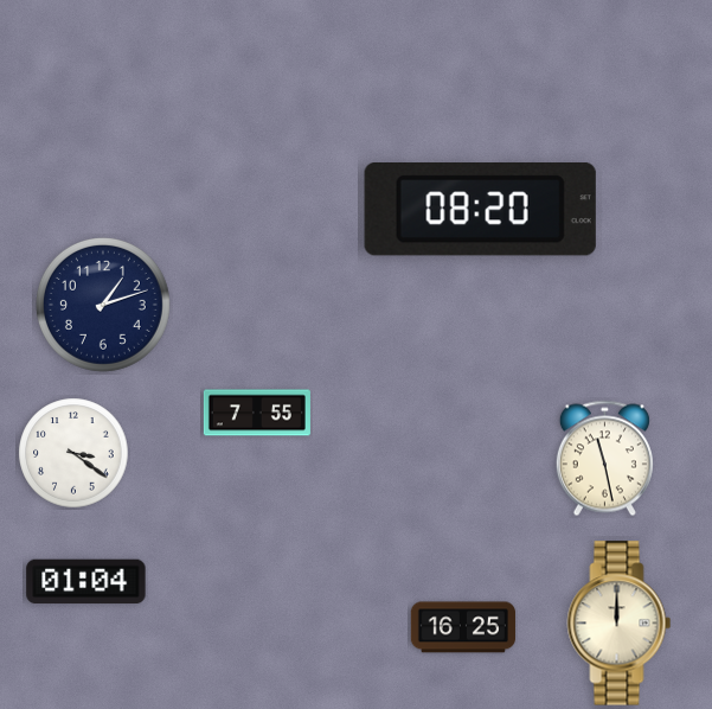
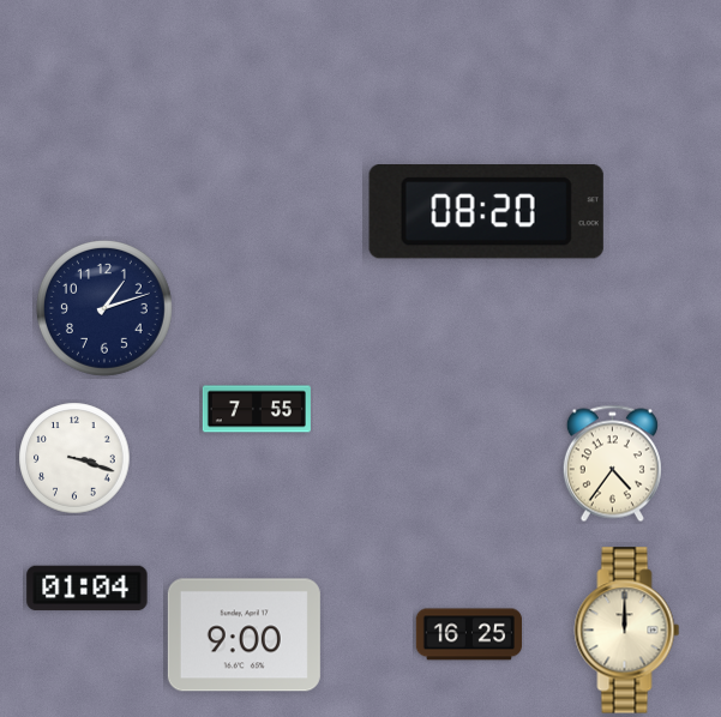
clock at (257, 413) position: (257, 413) -> (257, 409)
clock at (73, 453): 3:21 -> 3:18
clock at (604, 459): 11:28 -> 4:36
clock at (244, 635): none -> 9:00
